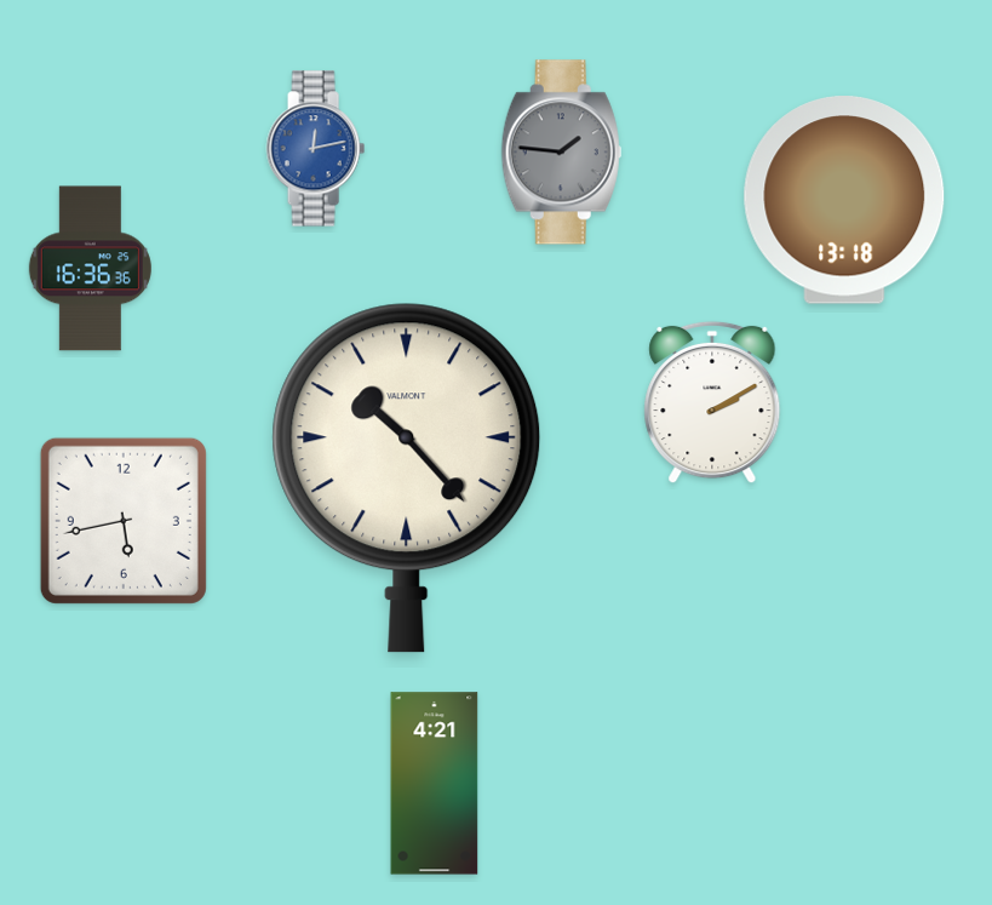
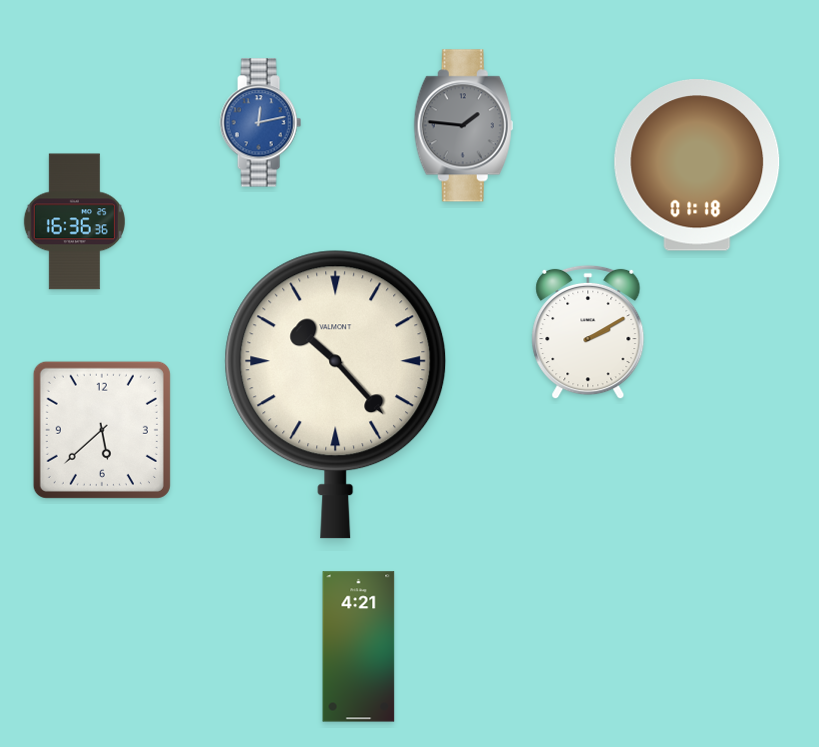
clock at (844, 200): 13:18 -> 01:18
clock at (124, 521): 5:43 -> 5:38
